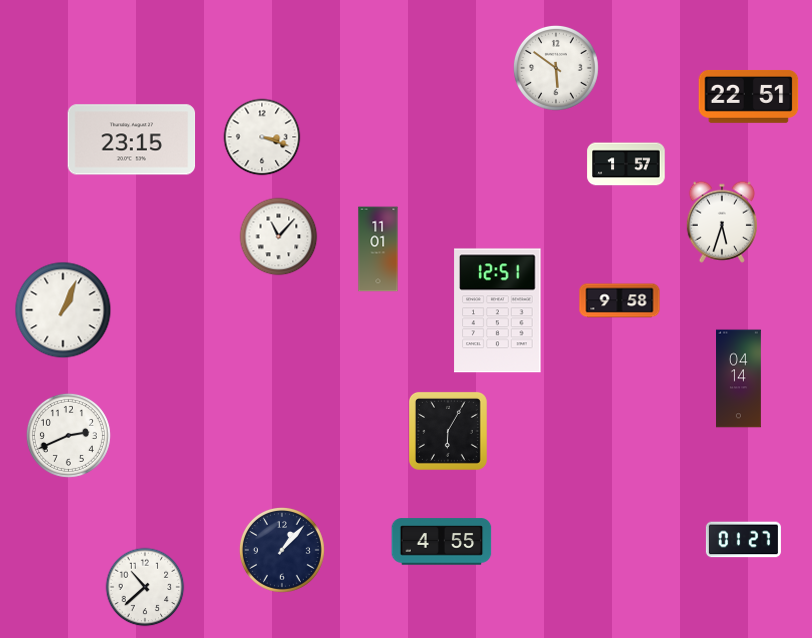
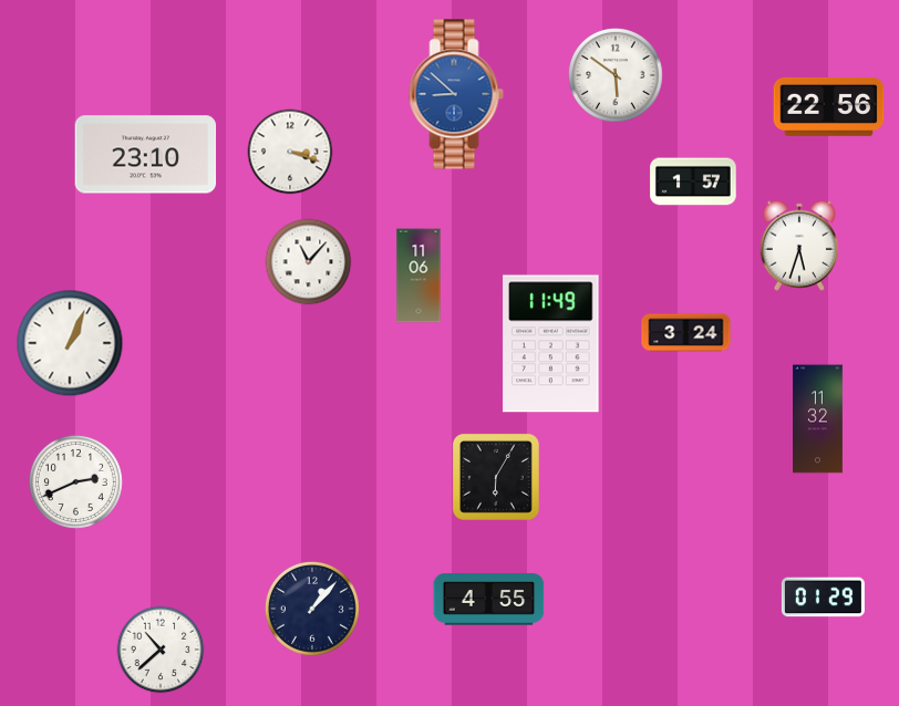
clock at (456, 94): none -> 8:52
clock at (749, 96): 22:51 -> 22:56
clock at (132, 140): 23:15 -> 23:10
clock at (378, 249): 11:01 -> 11:06
clock at (620, 301): 9:58 -> 3:24
clock at (498, 311): 12:51 -> 11:49
clock at (739, 379): 04:14 -> 11:32
clock at (743, 540): 01:27 -> 01:29
